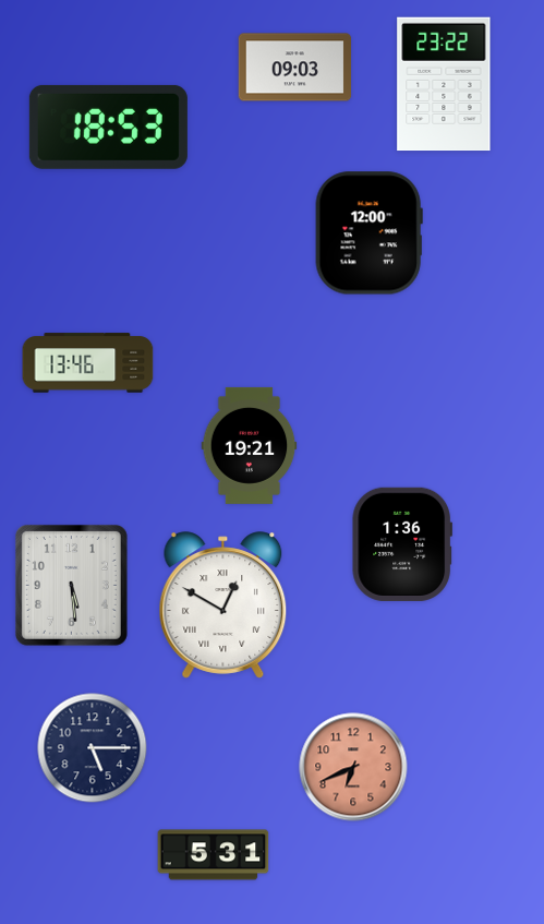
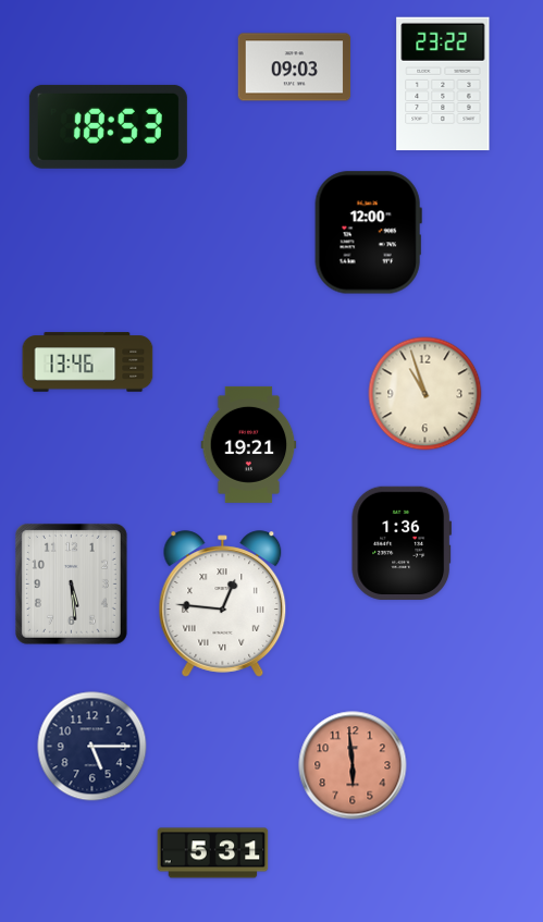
clock at (425, 394): none -> 10:57
clock at (223, 605): 12:50 -> 12:46
clock at (353, 767): 6:41 -> 5:59
